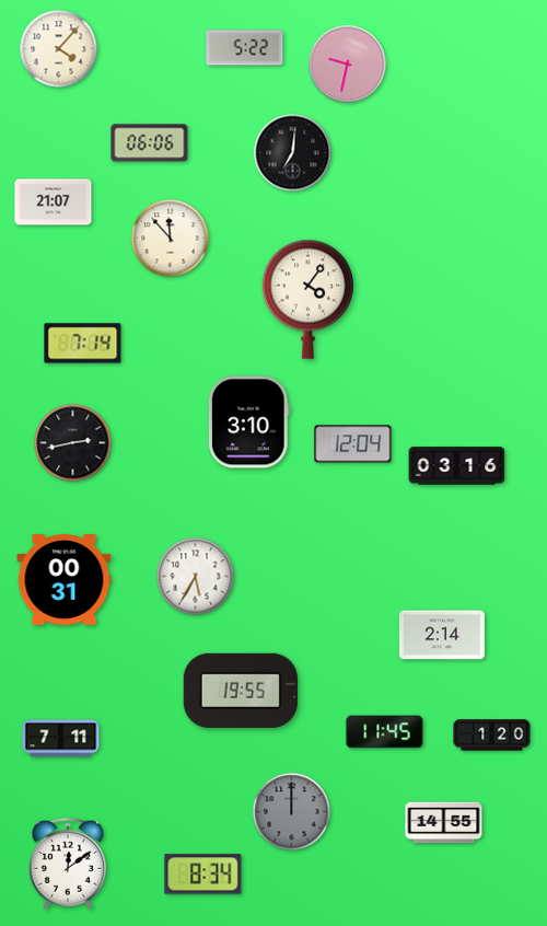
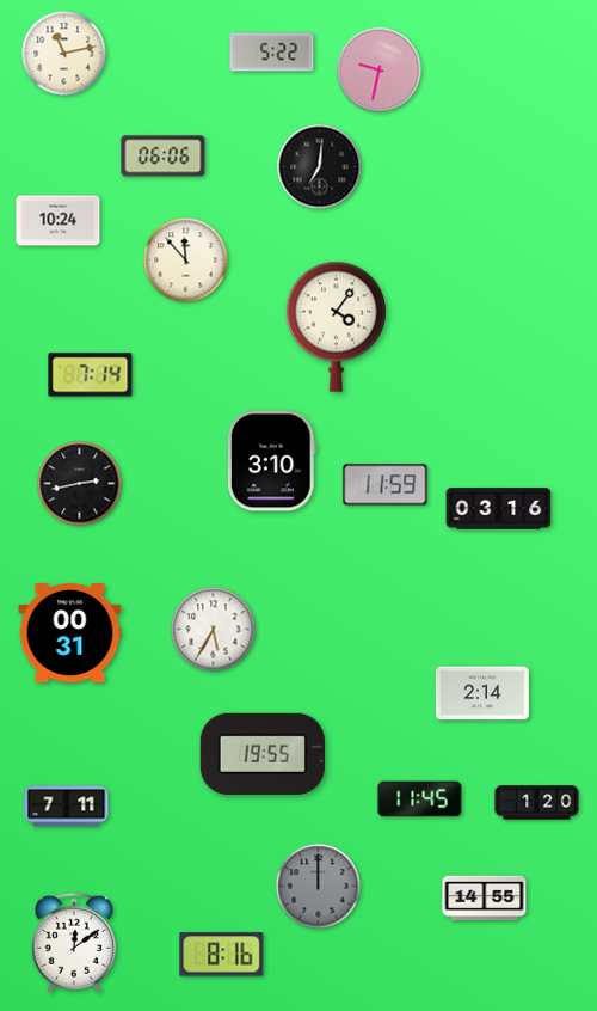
clock at (245, 48) position: (245, 48) -> (272, 53)
clock at (59, 49): 4:07 -> 11:13
clock at (54, 202): 21:07 -> 10:24
clock at (353, 444): 12:04 -> 11:59
clock at (203, 875): 8:34 -> 8:16
